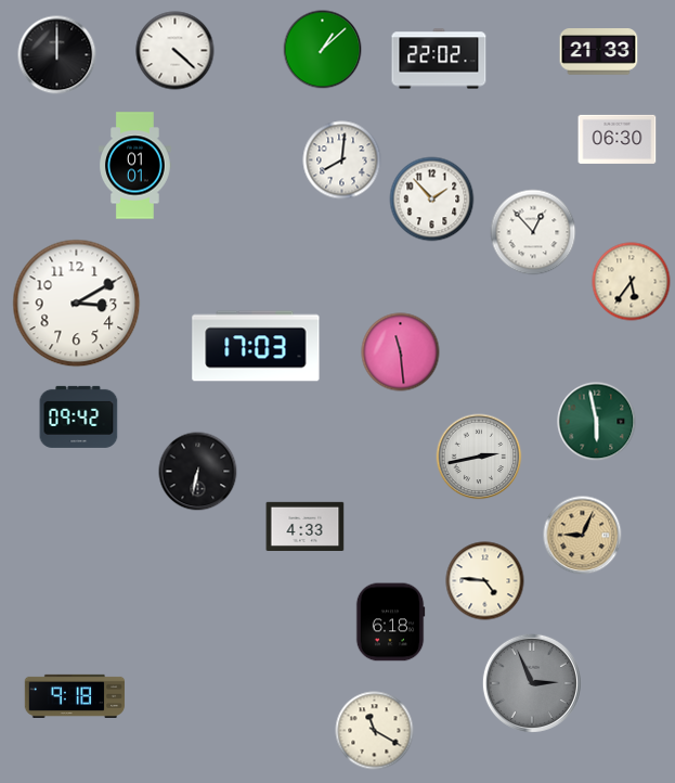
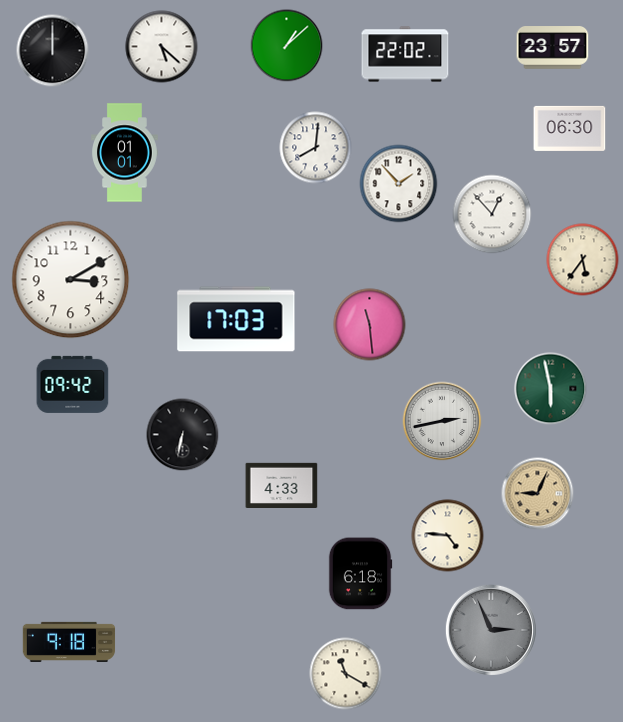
clock at (323, 50) position: (323, 50) -> (287, 46)
clock at (176, 51): 4:22 -> 5:22
clock at (599, 52): 21:33 -> 23:57
